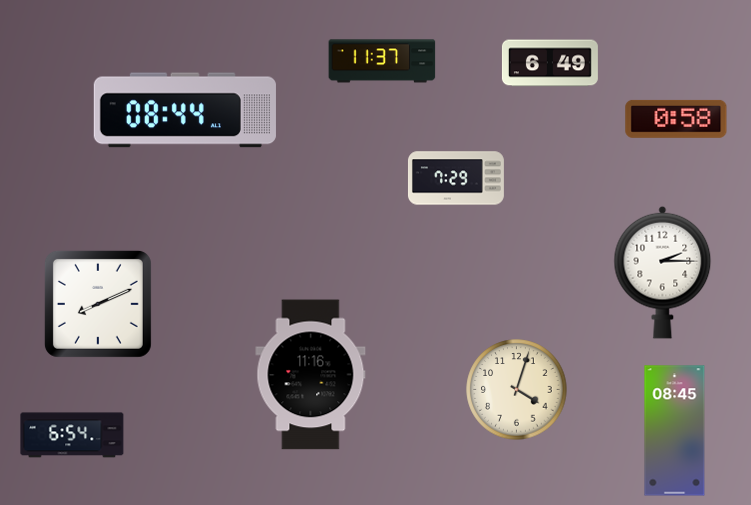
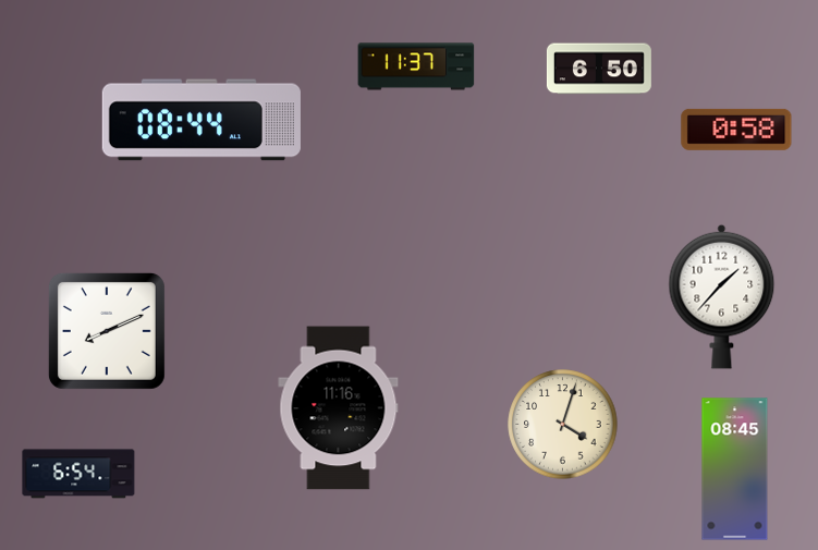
clock at (550, 63): 6:49 -> 6:50
clock at (456, 178): 7:29 -> none
clock at (663, 272): 2:15 -> 1:37
